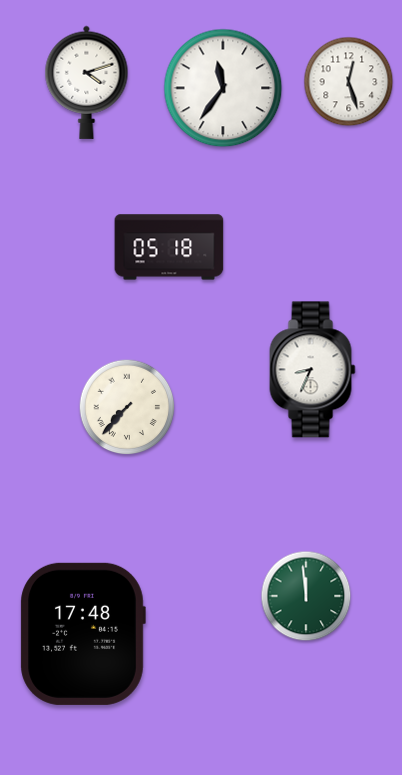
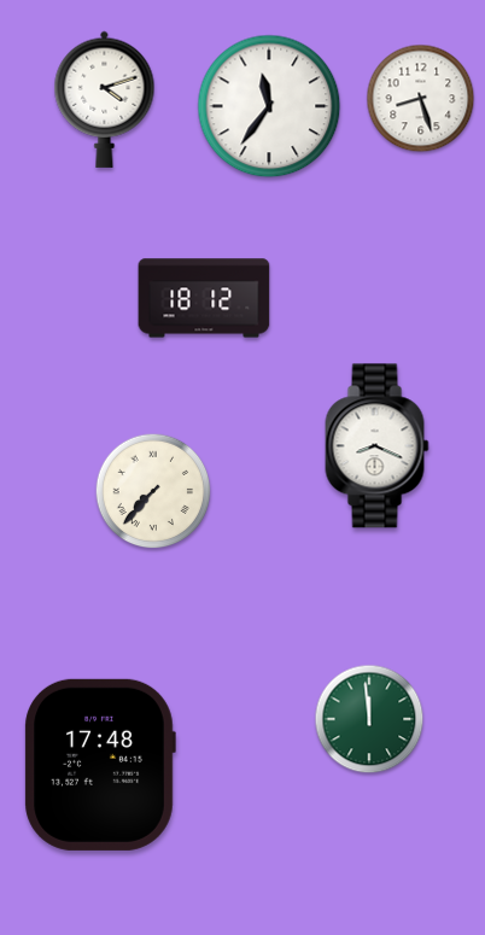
clock at (349, 82): 12:27 -> 8:27
clock at (169, 247): 05:18 -> 18:12
clock at (313, 370): 8:34 -> 8:19
